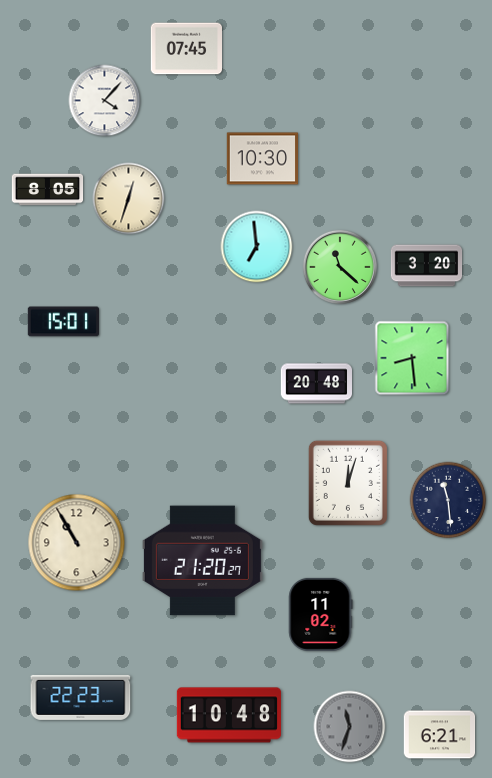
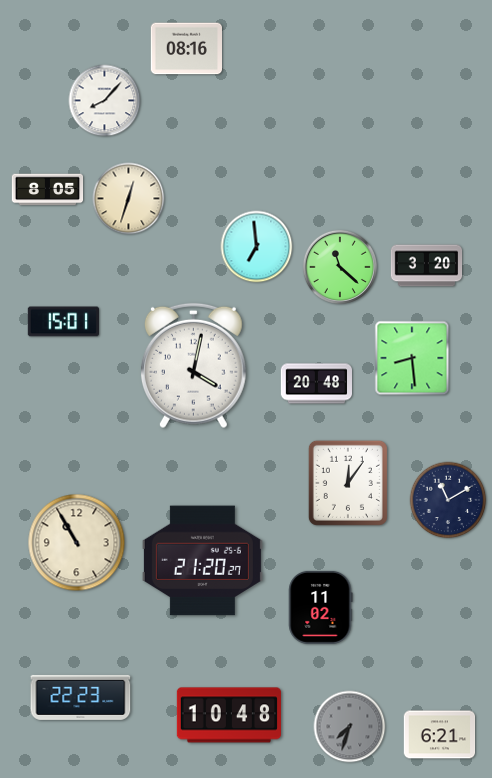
clock at (186, 49): 07:45 -> 08:16
clock at (105, 101): 4:07 -> 8:07
clock at (262, 159): 10:30 -> none
clock at (193, 366): none -> 4:02
clock at (348, 483): 12:03 -> 12:06
clock at (448, 500): 11:29 -> 11:10
clock at (321, 614) position: (321, 614) -> (321, 607)
clock at (350, 727): 11:33 -> 7:33
